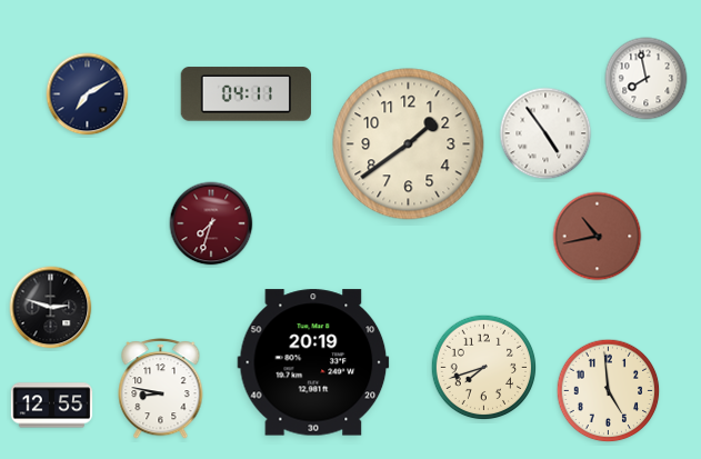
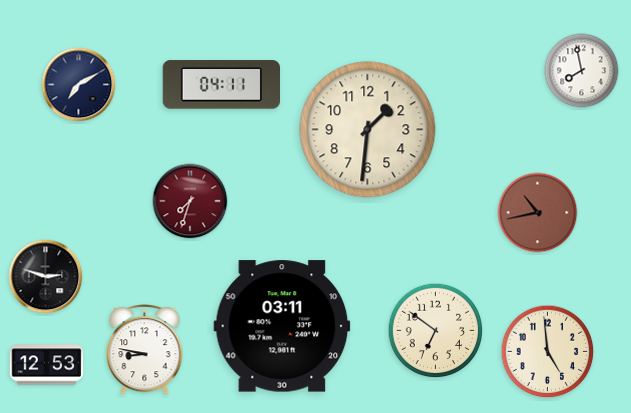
clock at (545, 133): 4:54 -> none
clock at (409, 144): 1:39 -> 1:31
clock at (313, 362): 20:19 -> 03:11
clock at (484, 368): 7:42 -> 6:51
clock at (52, 406): 12:55 -> 12:53
